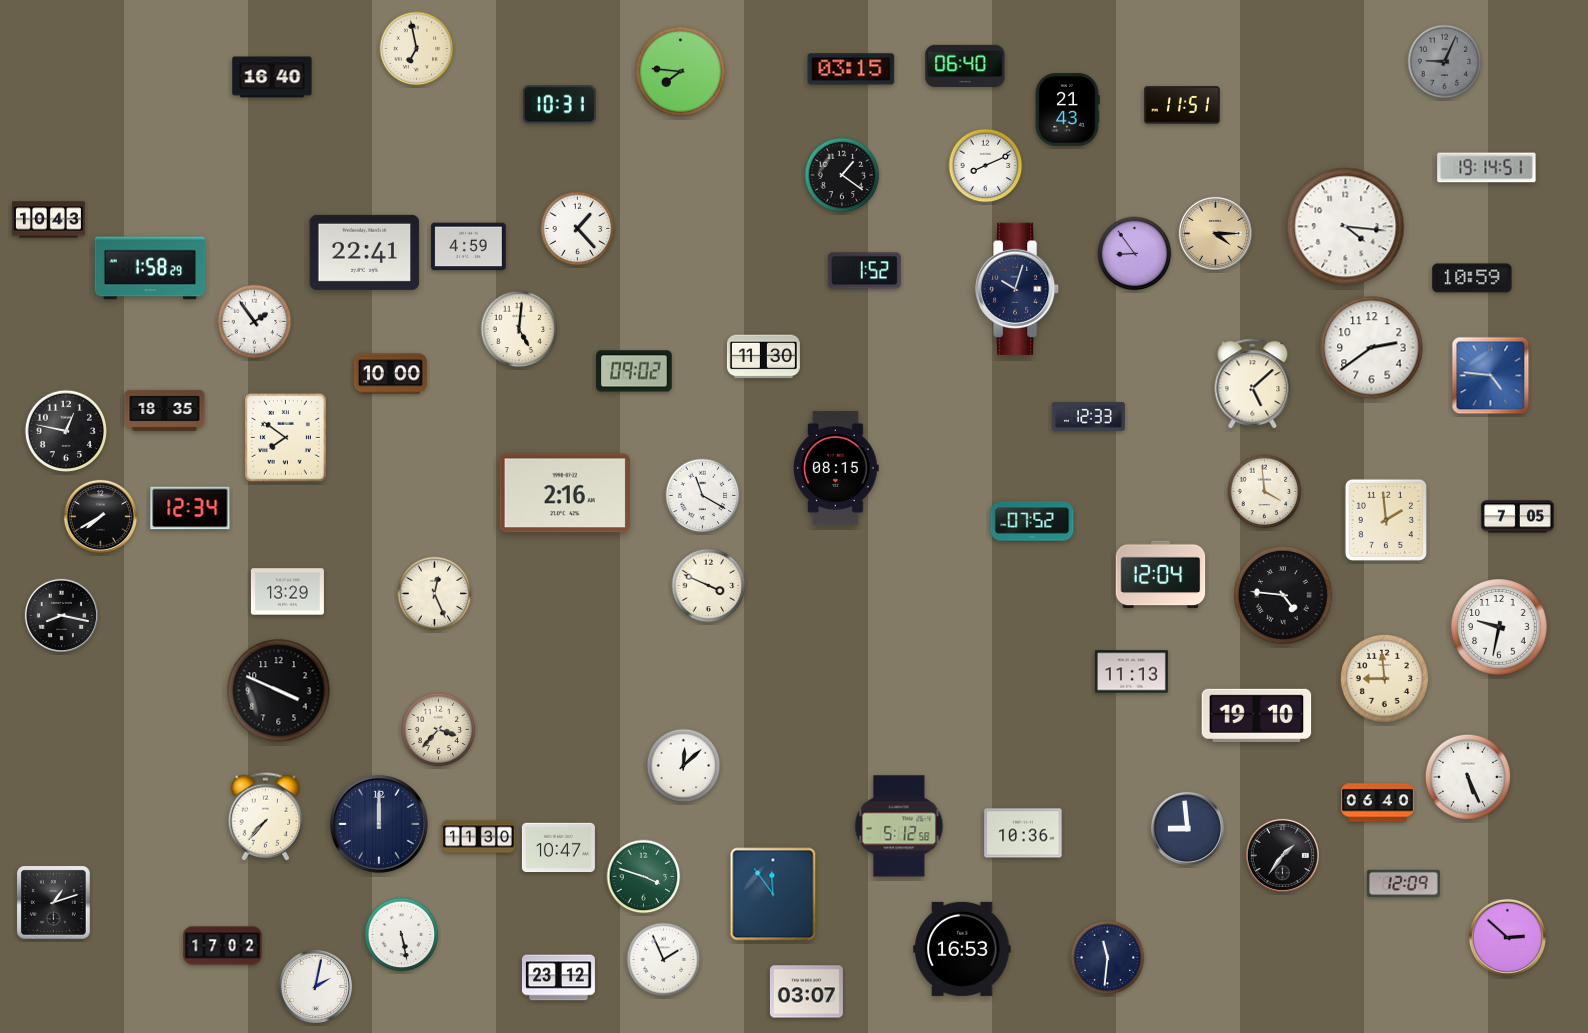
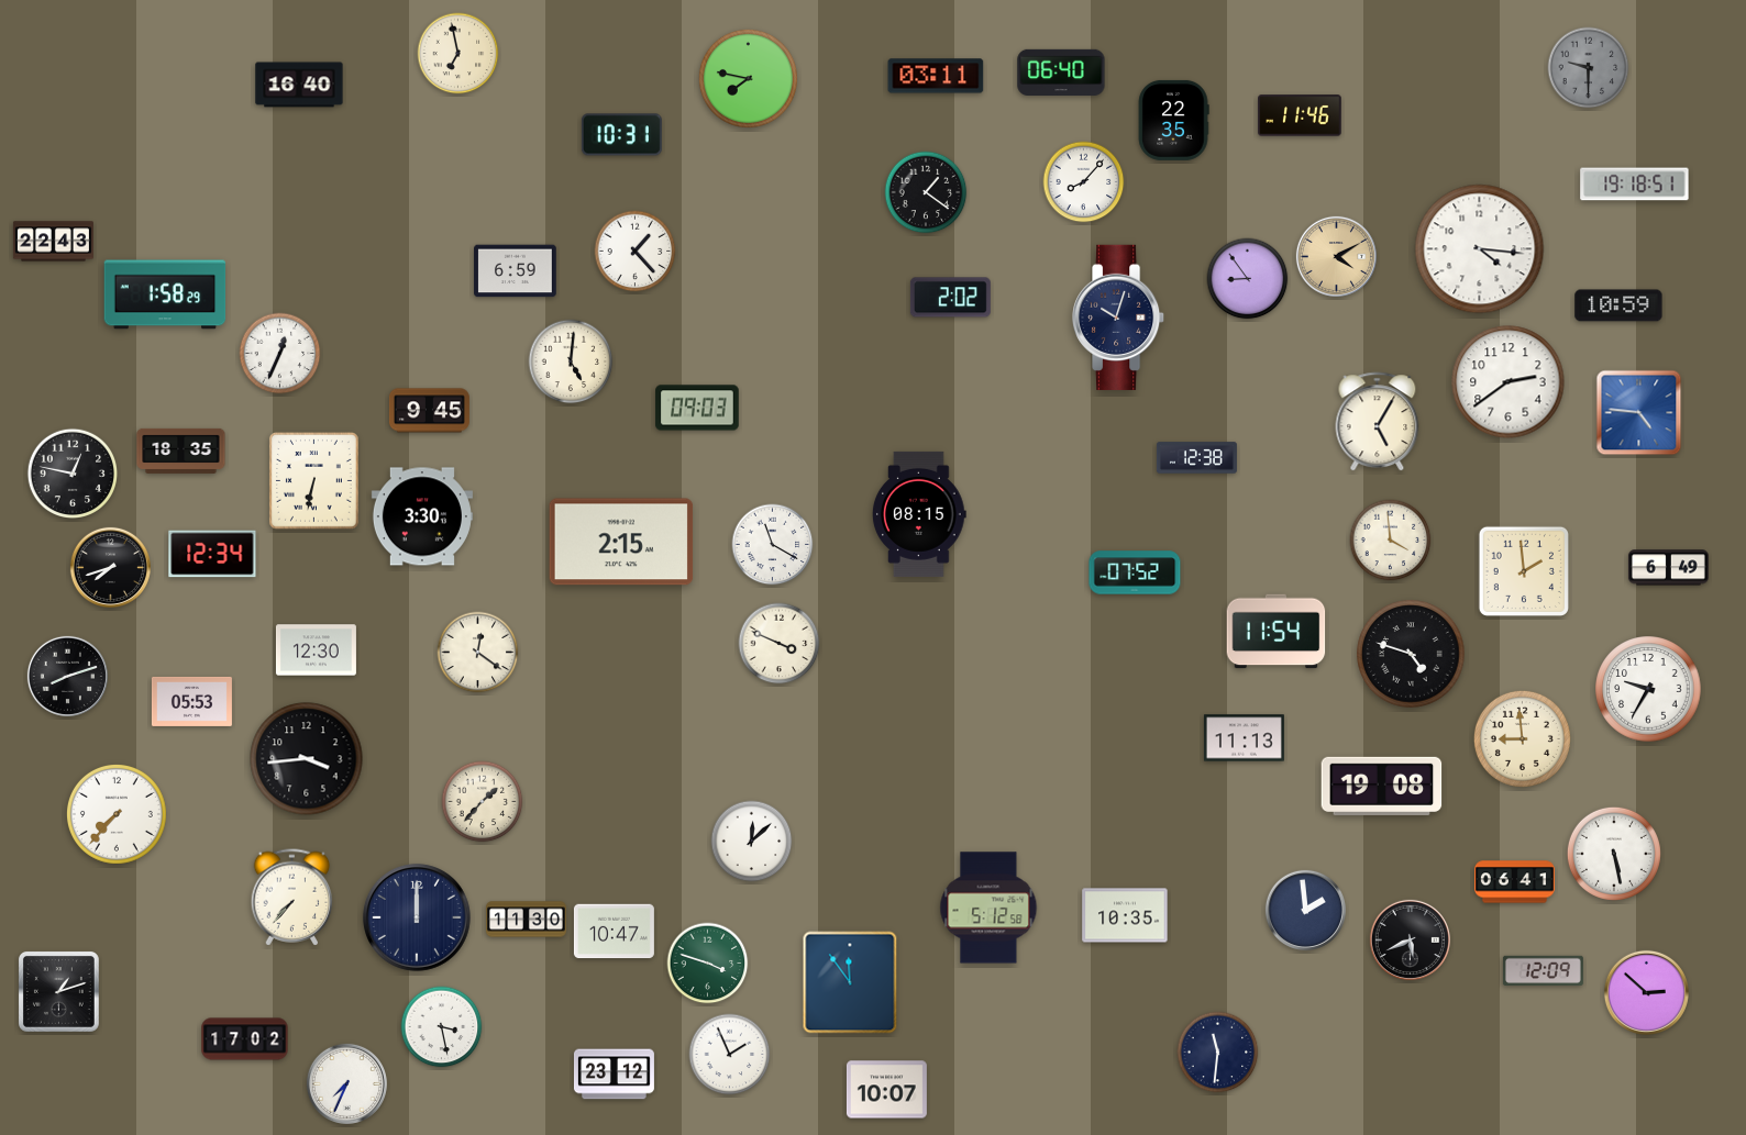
clock at (1445, 62): 9:04 -> 9:30
clock at (851, 69): 03:15 -> 03:11
clock at (680, 71): 7:46 -> 7:47
clock at (559, 105) position: (559, 105) -> (621, 135)
clock at (1182, 105): 11:51 -> 11:46
clock at (1067, 109): 21:43 -> 22:35
clock at (986, 166): 8:11 -> 8:07
clock at (1487, 168): 19:14 -> 19:18
clock at (48, 220): 10:43 -> 22:43
clock at (1215, 233): 4:15 -> 4:10
clock at (469, 247): 4:59 -> 6:59
clock at (365, 252): 22:41 -> none
clock at (864, 271): 1:52 -> 2:02
clock at (255, 322): 1:54 -> 12:34
clock at (763, 357): 11:30 -> none
clock at (634, 371): 09:02 -> 09:03
clock at (390, 374): 10:00 -> 9:45
clock at (1253, 384): 5:08 -> 5:05
clock at (1088, 417): 12:33 -> 12:38
clock at (285, 438): 7:51 -> 6:32
clock at (422, 516): none -> 3:30
clock at (565, 493): 2:16 -> 2:15
clock at (190, 508) position: (190, 508) -> (212, 554)
clock at (100, 516): 7:40 -> 7:42
clock at (1517, 517): 7:05 -> 6:49
clock at (1161, 575): 12:04 -> 11:54
clock at (287, 592): 13:29 -> 12:30
clock at (435, 594): 12:26 -> 12:21
clock at (1283, 595): 4:46 -> 4:48
clock at (61, 615): 8:17 -> 8:12
clock at (1499, 627): 9:32 -> 9:35
clock at (191, 701): none -> 05:53
clock at (1384, 678) position: (1384, 678) -> (1522, 738)
clock at (279, 691): 3:49 -> 3:44
clock at (1257, 715): 19:10 -> 19:08
clock at (439, 730): 3:37 -> 1:37
clock at (117, 814): none -> 7:37
clock at (1468, 777): 5:26 -> 5:28
clock at (1377, 803): 06:40 -> 06:41
clock at (379, 824) position: (379, 824) -> (417, 917)
clock at (1187, 828): 8:59 -> 1:59
clock at (1023, 833): 10:36 -> 10:35
clock at (1282, 855): 1:36 -> 5:41
clock at (402, 935): 5:28 -> 3:28
clock at (1507, 937) position: (1507, 937) -> (1646, 992)
clock at (962, 949): 16:53 -> none
clock at (315, 986): 2:02 -> 7:34
clock at (806, 992): 03:07 -> 10:07
